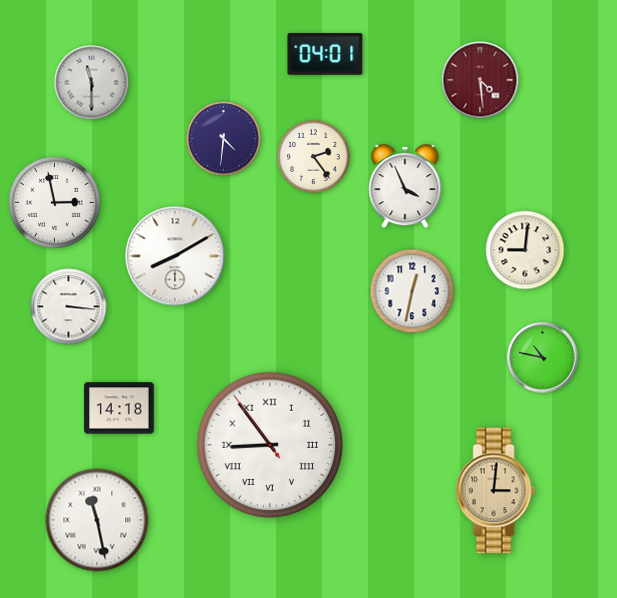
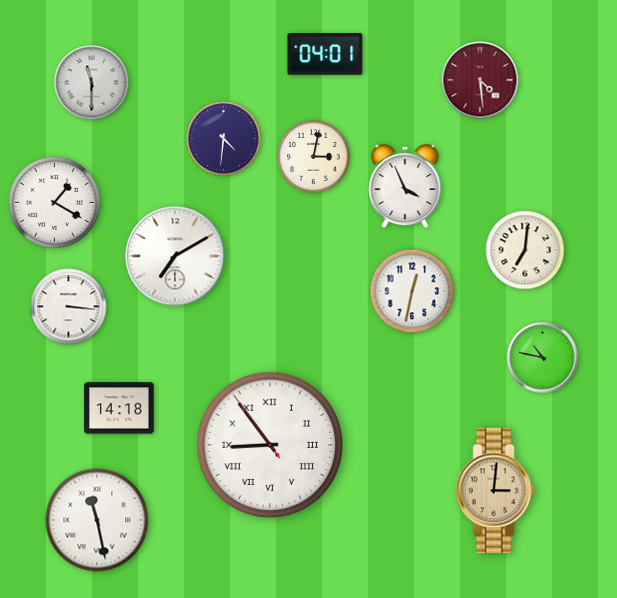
clock at (314, 157): 2:24 -> 3:02
clock at (54, 202): 2:58 -> 1:20
clock at (525, 250): 9:01 -> 7:01
clock at (175, 256): 8:10 -> 7:10
